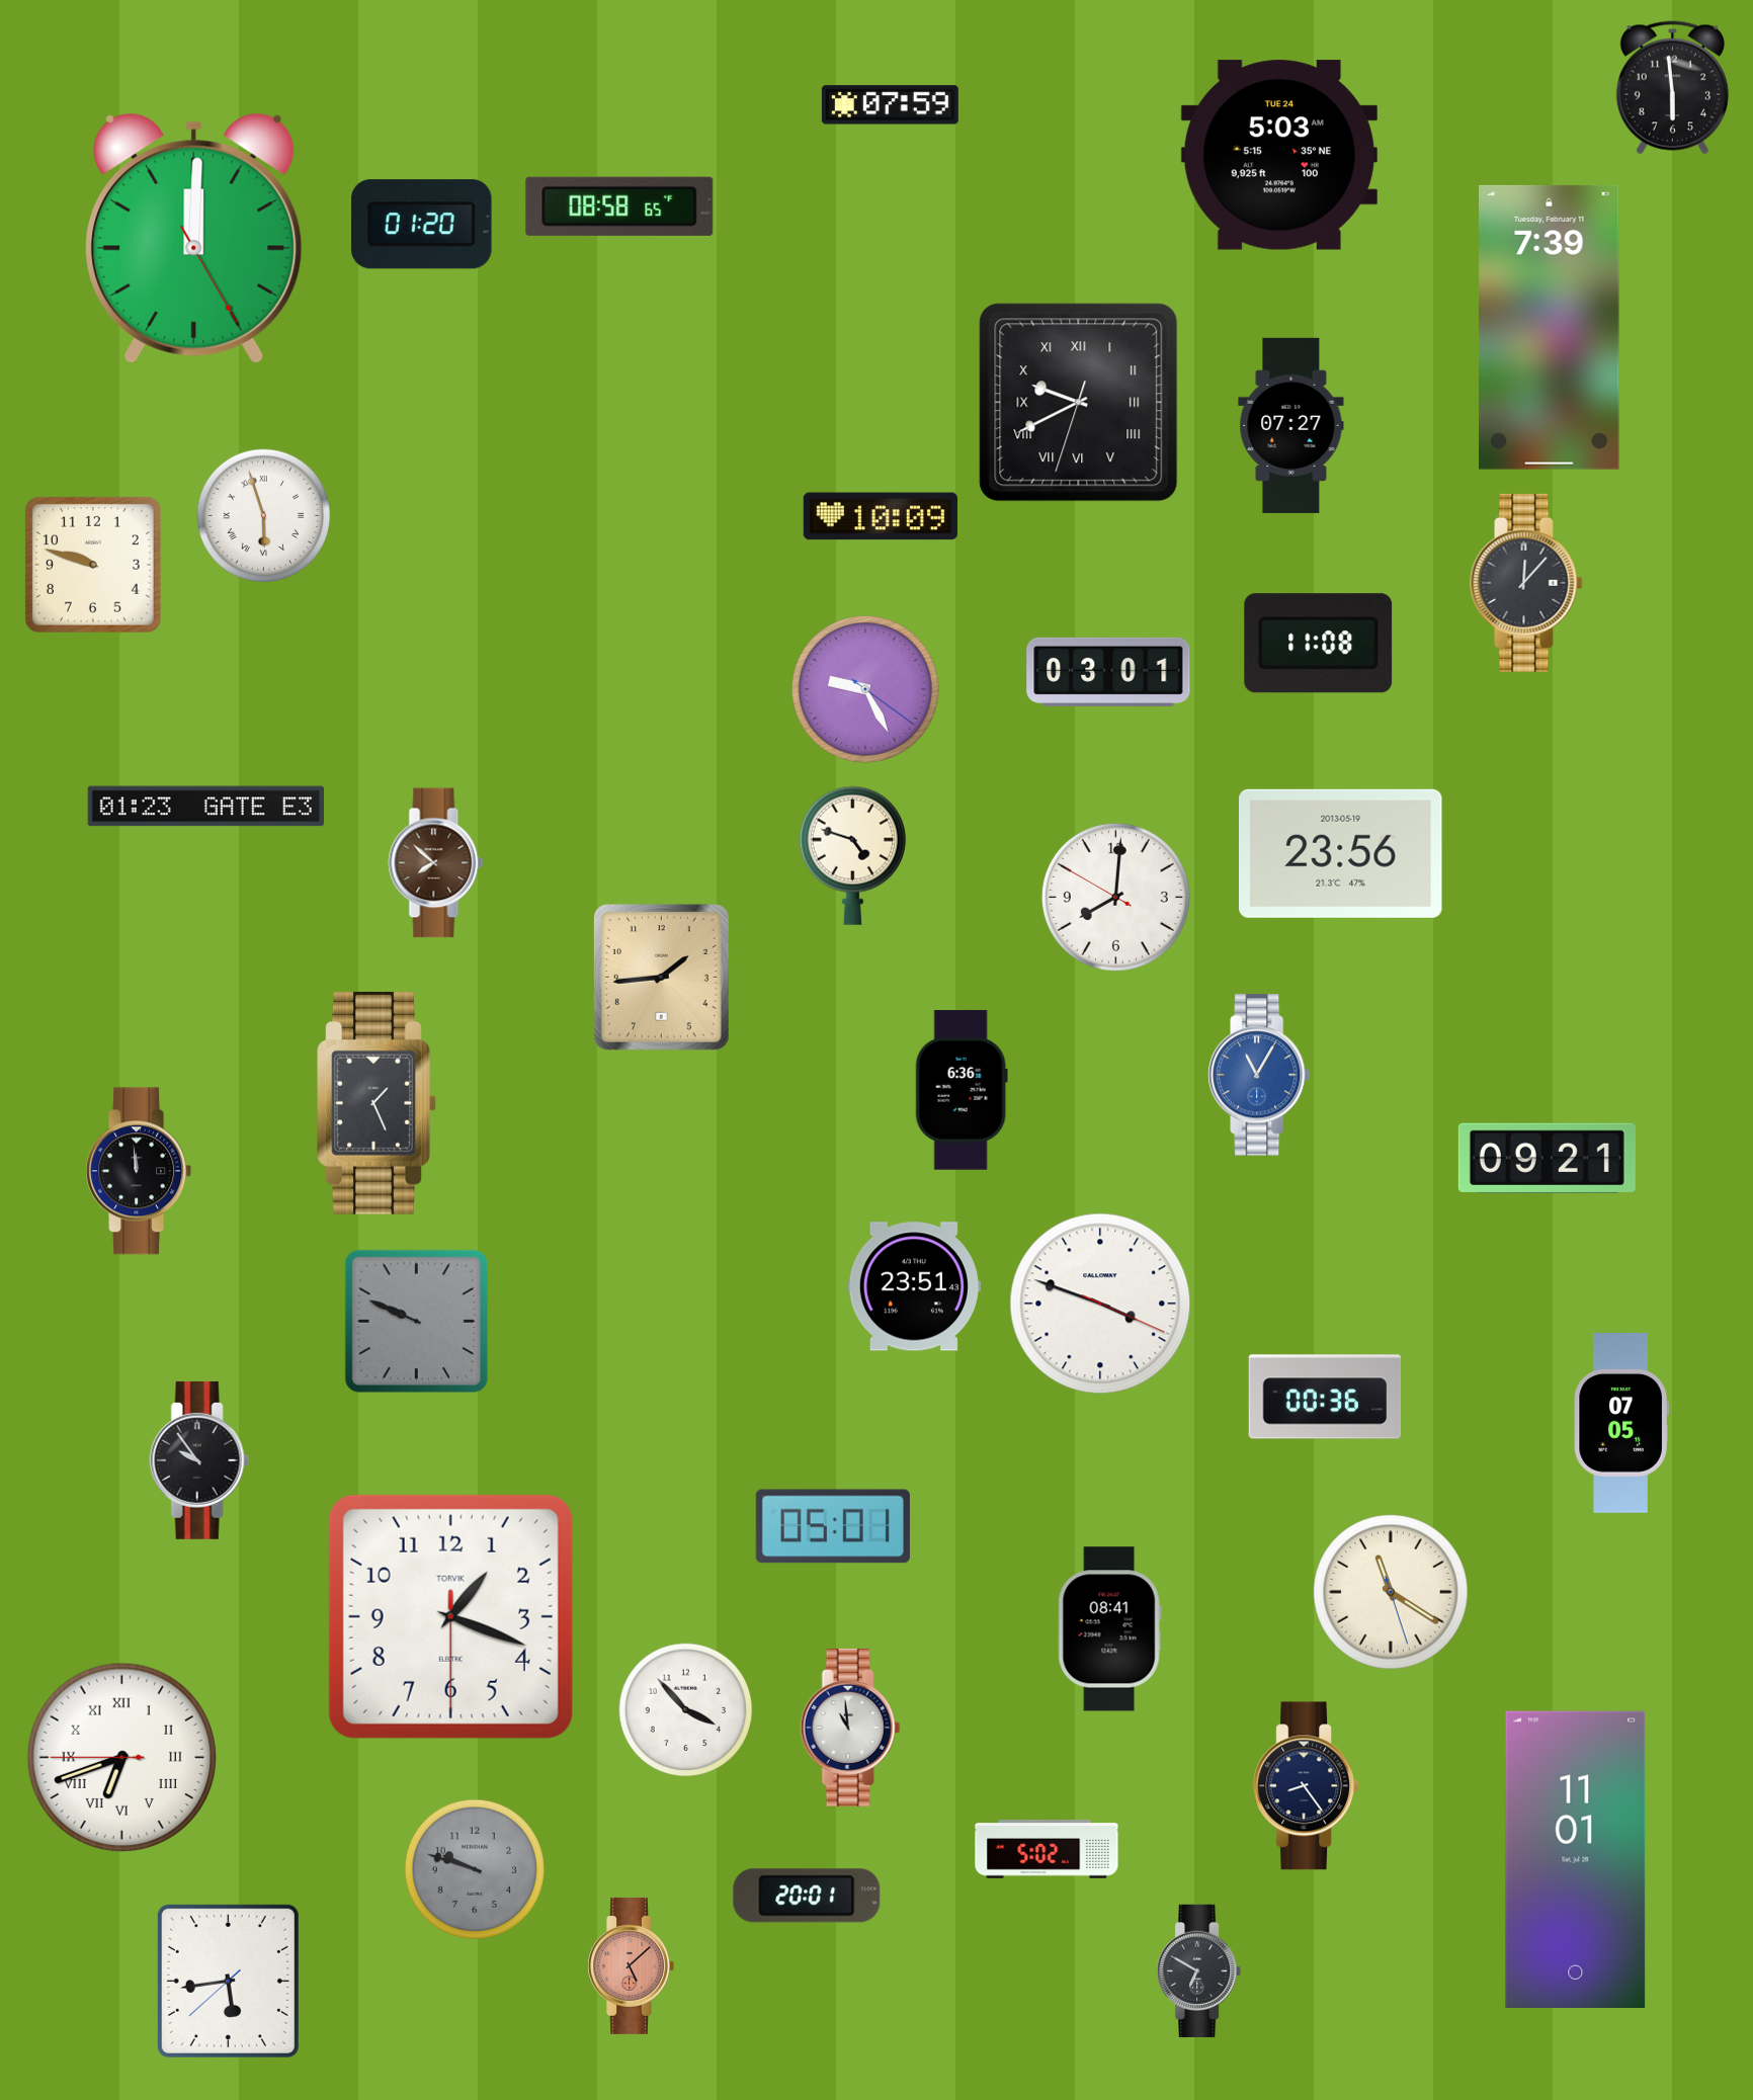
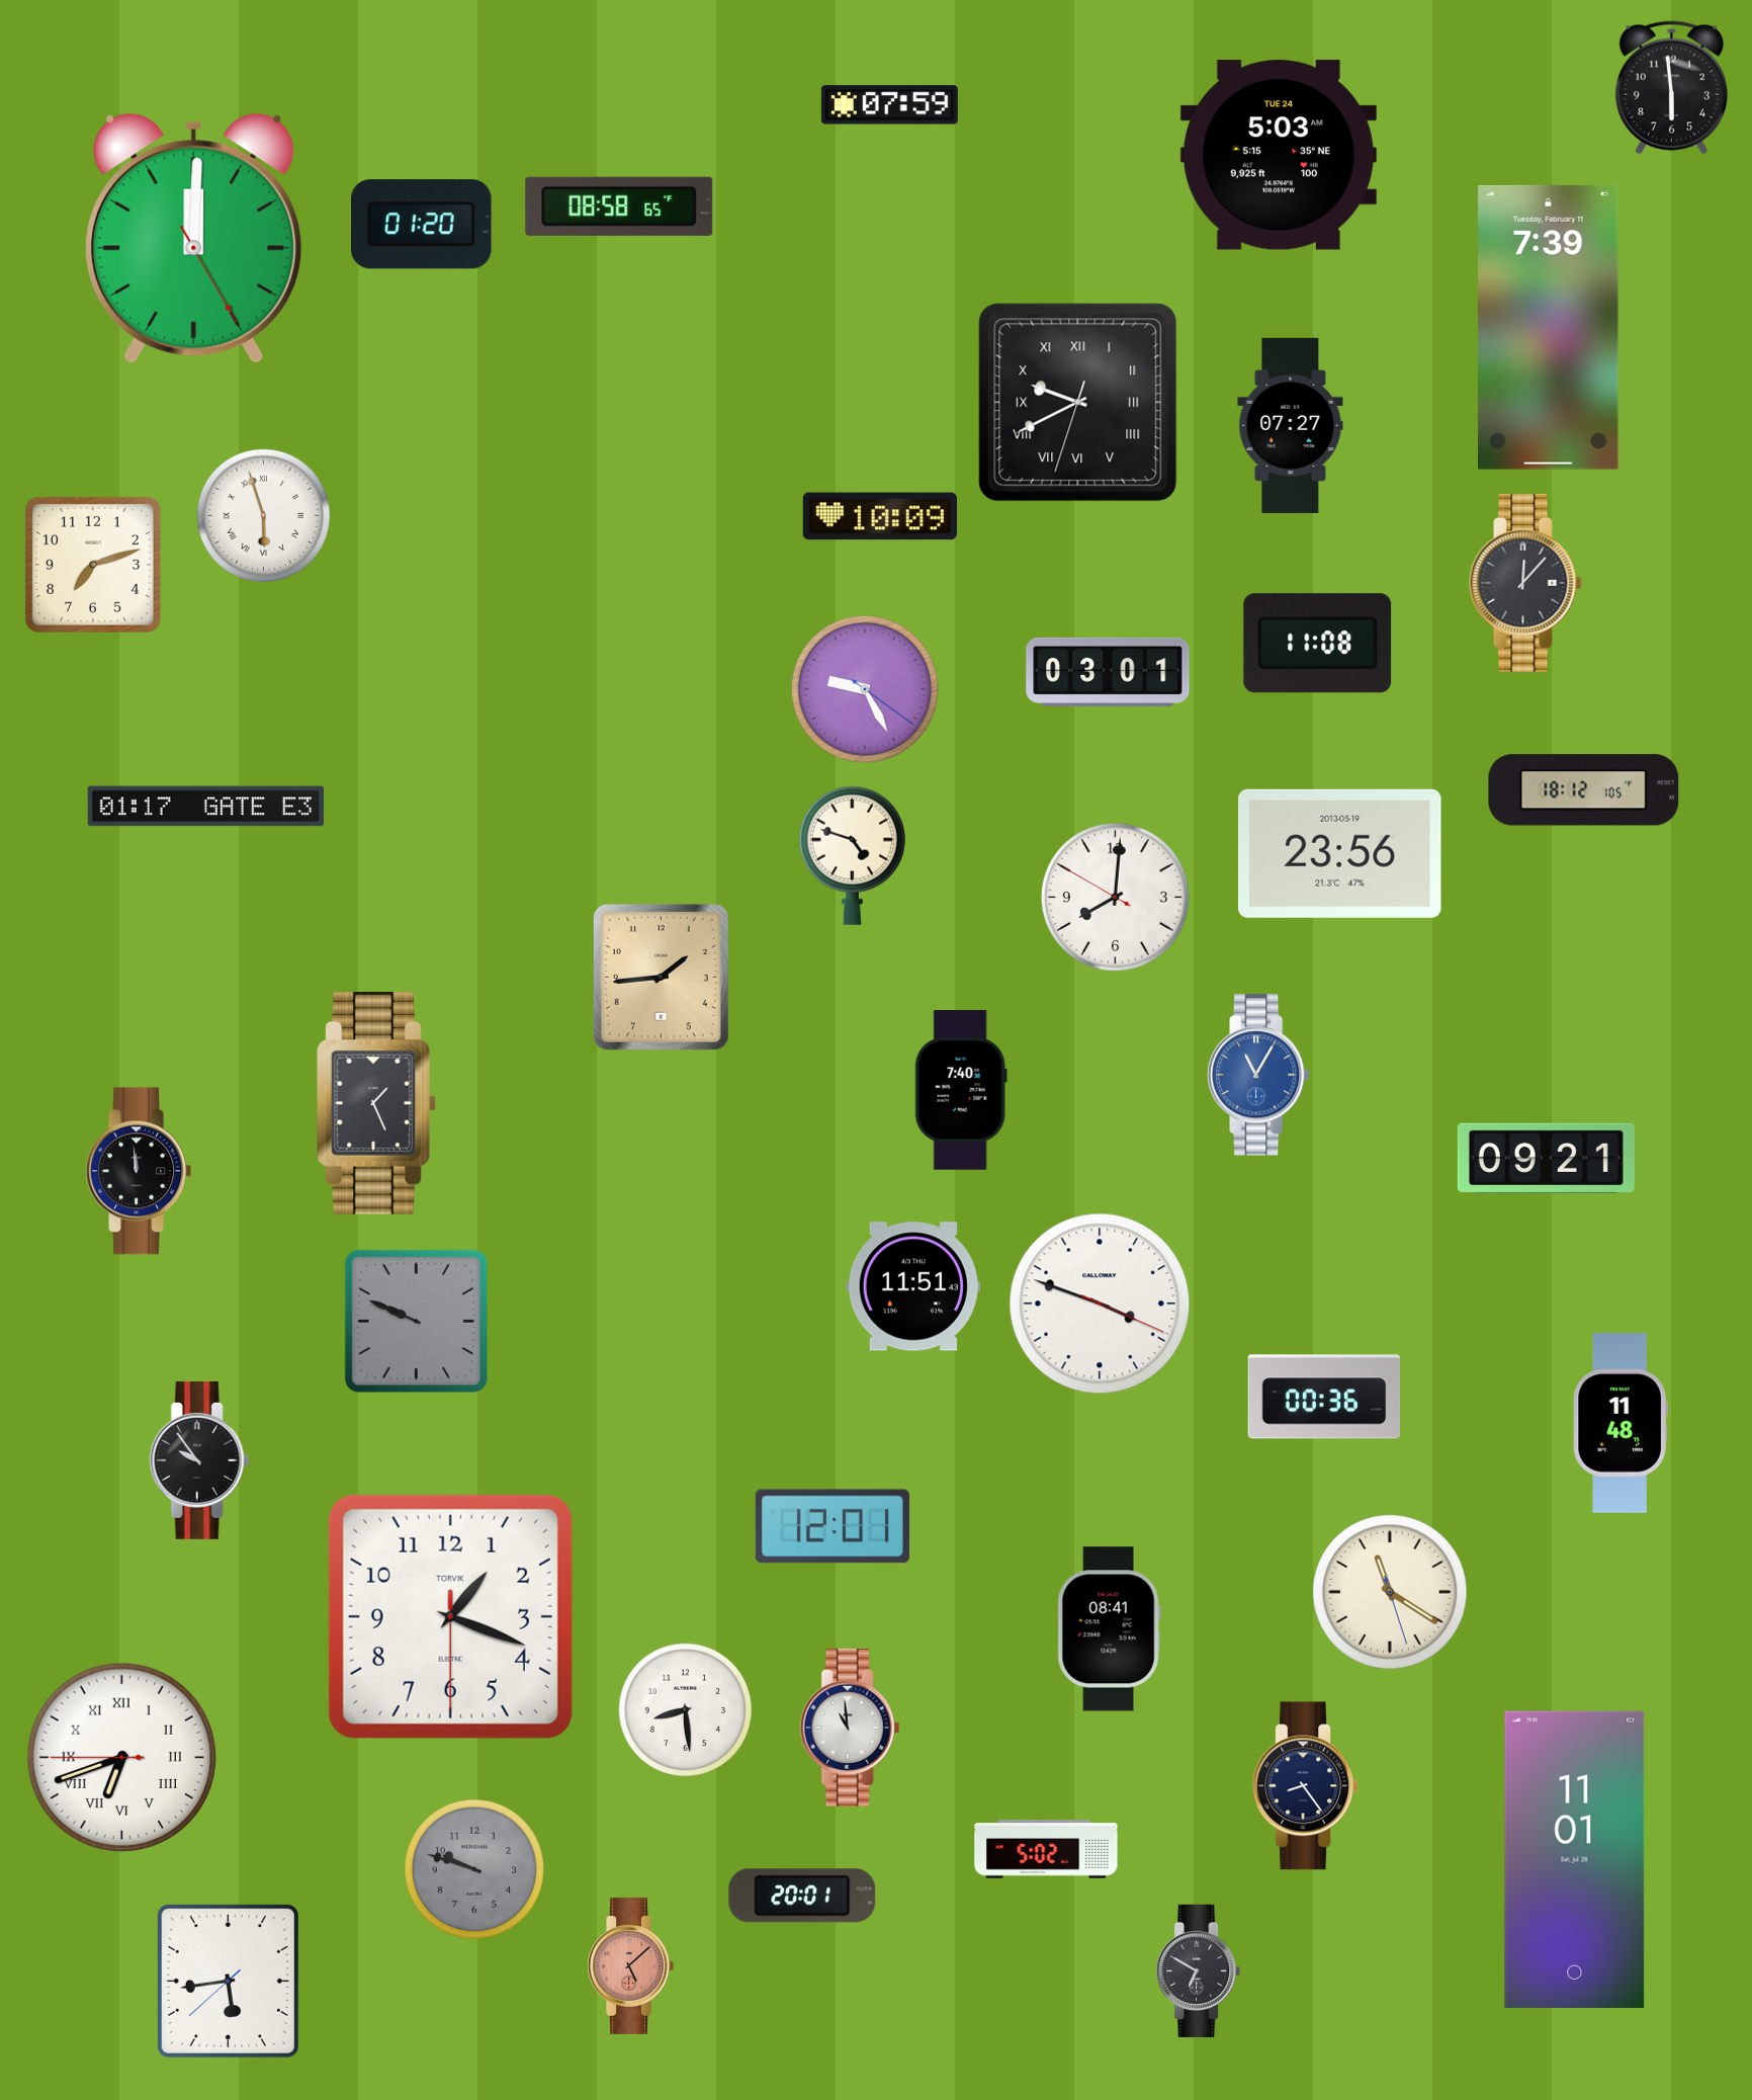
clock at (93, 565): 9:48 -> 7:12
clock at (1584, 790): none -> 18:12
clock at (205, 807): 01:23 -> 01:17
clock at (436, 863): 7:52 -> none
clock at (962, 1090): 6:36 -> 7:40
clock at (914, 1286): 23:51 -> 11:51
clock at (1621, 1424): 07:05 -> 11:48
clock at (833, 1526): 05:01 -> 12:01
clock at (686, 1710): 3:53 -> 8:29
clock at (807, 1896) position: (807, 1896) -> (802, 1896)
